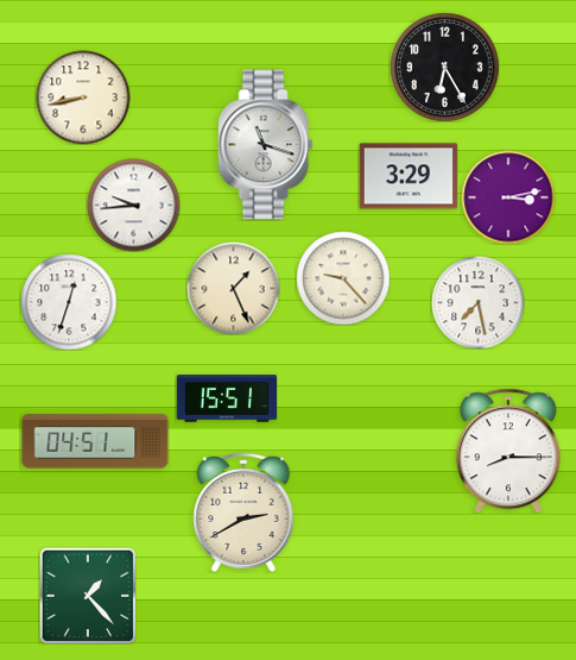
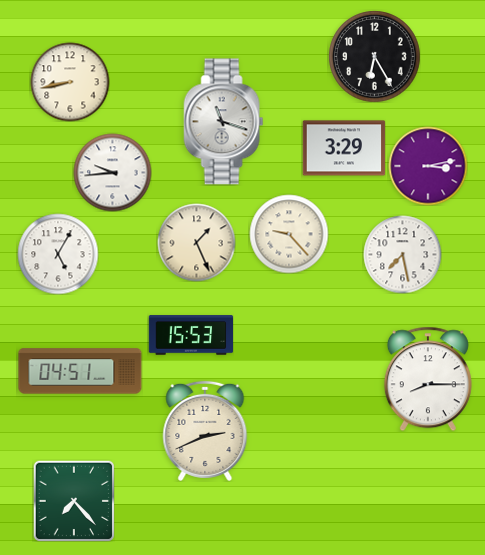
clock at (69, 302): 12:33 -> 5:05
clock at (227, 398): 15:51 -> 15:53
clock at (243, 513): 2:40 -> 2:41
clock at (88, 596): 1:23 -> 7:23
